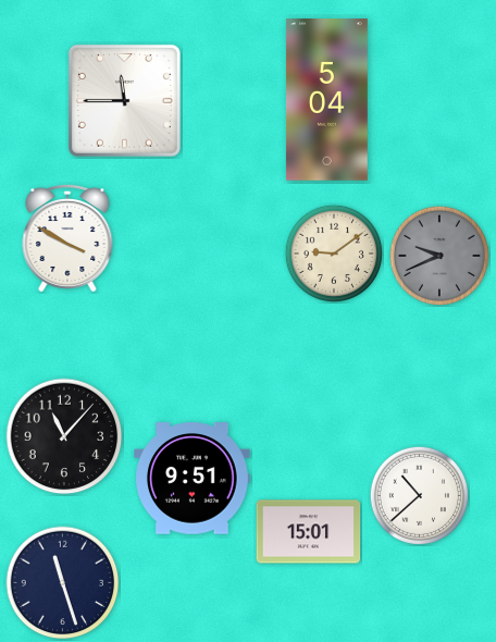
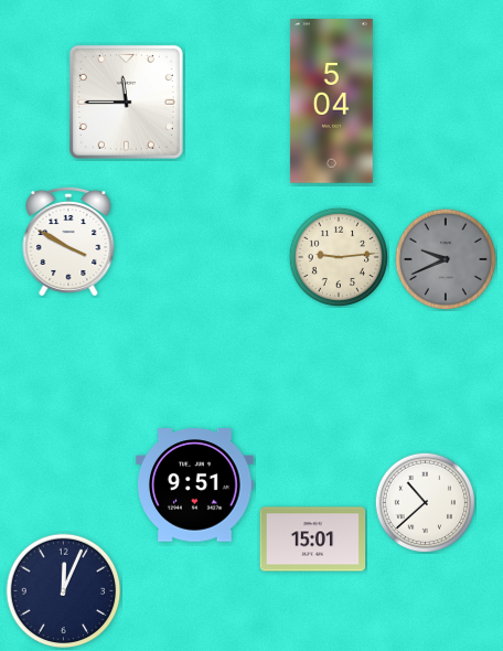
clock at (334, 254): 9:09 -> 9:14
clock at (64, 436): 11:07 -> none
clock at (63, 583): 11:27 -> 12:04
